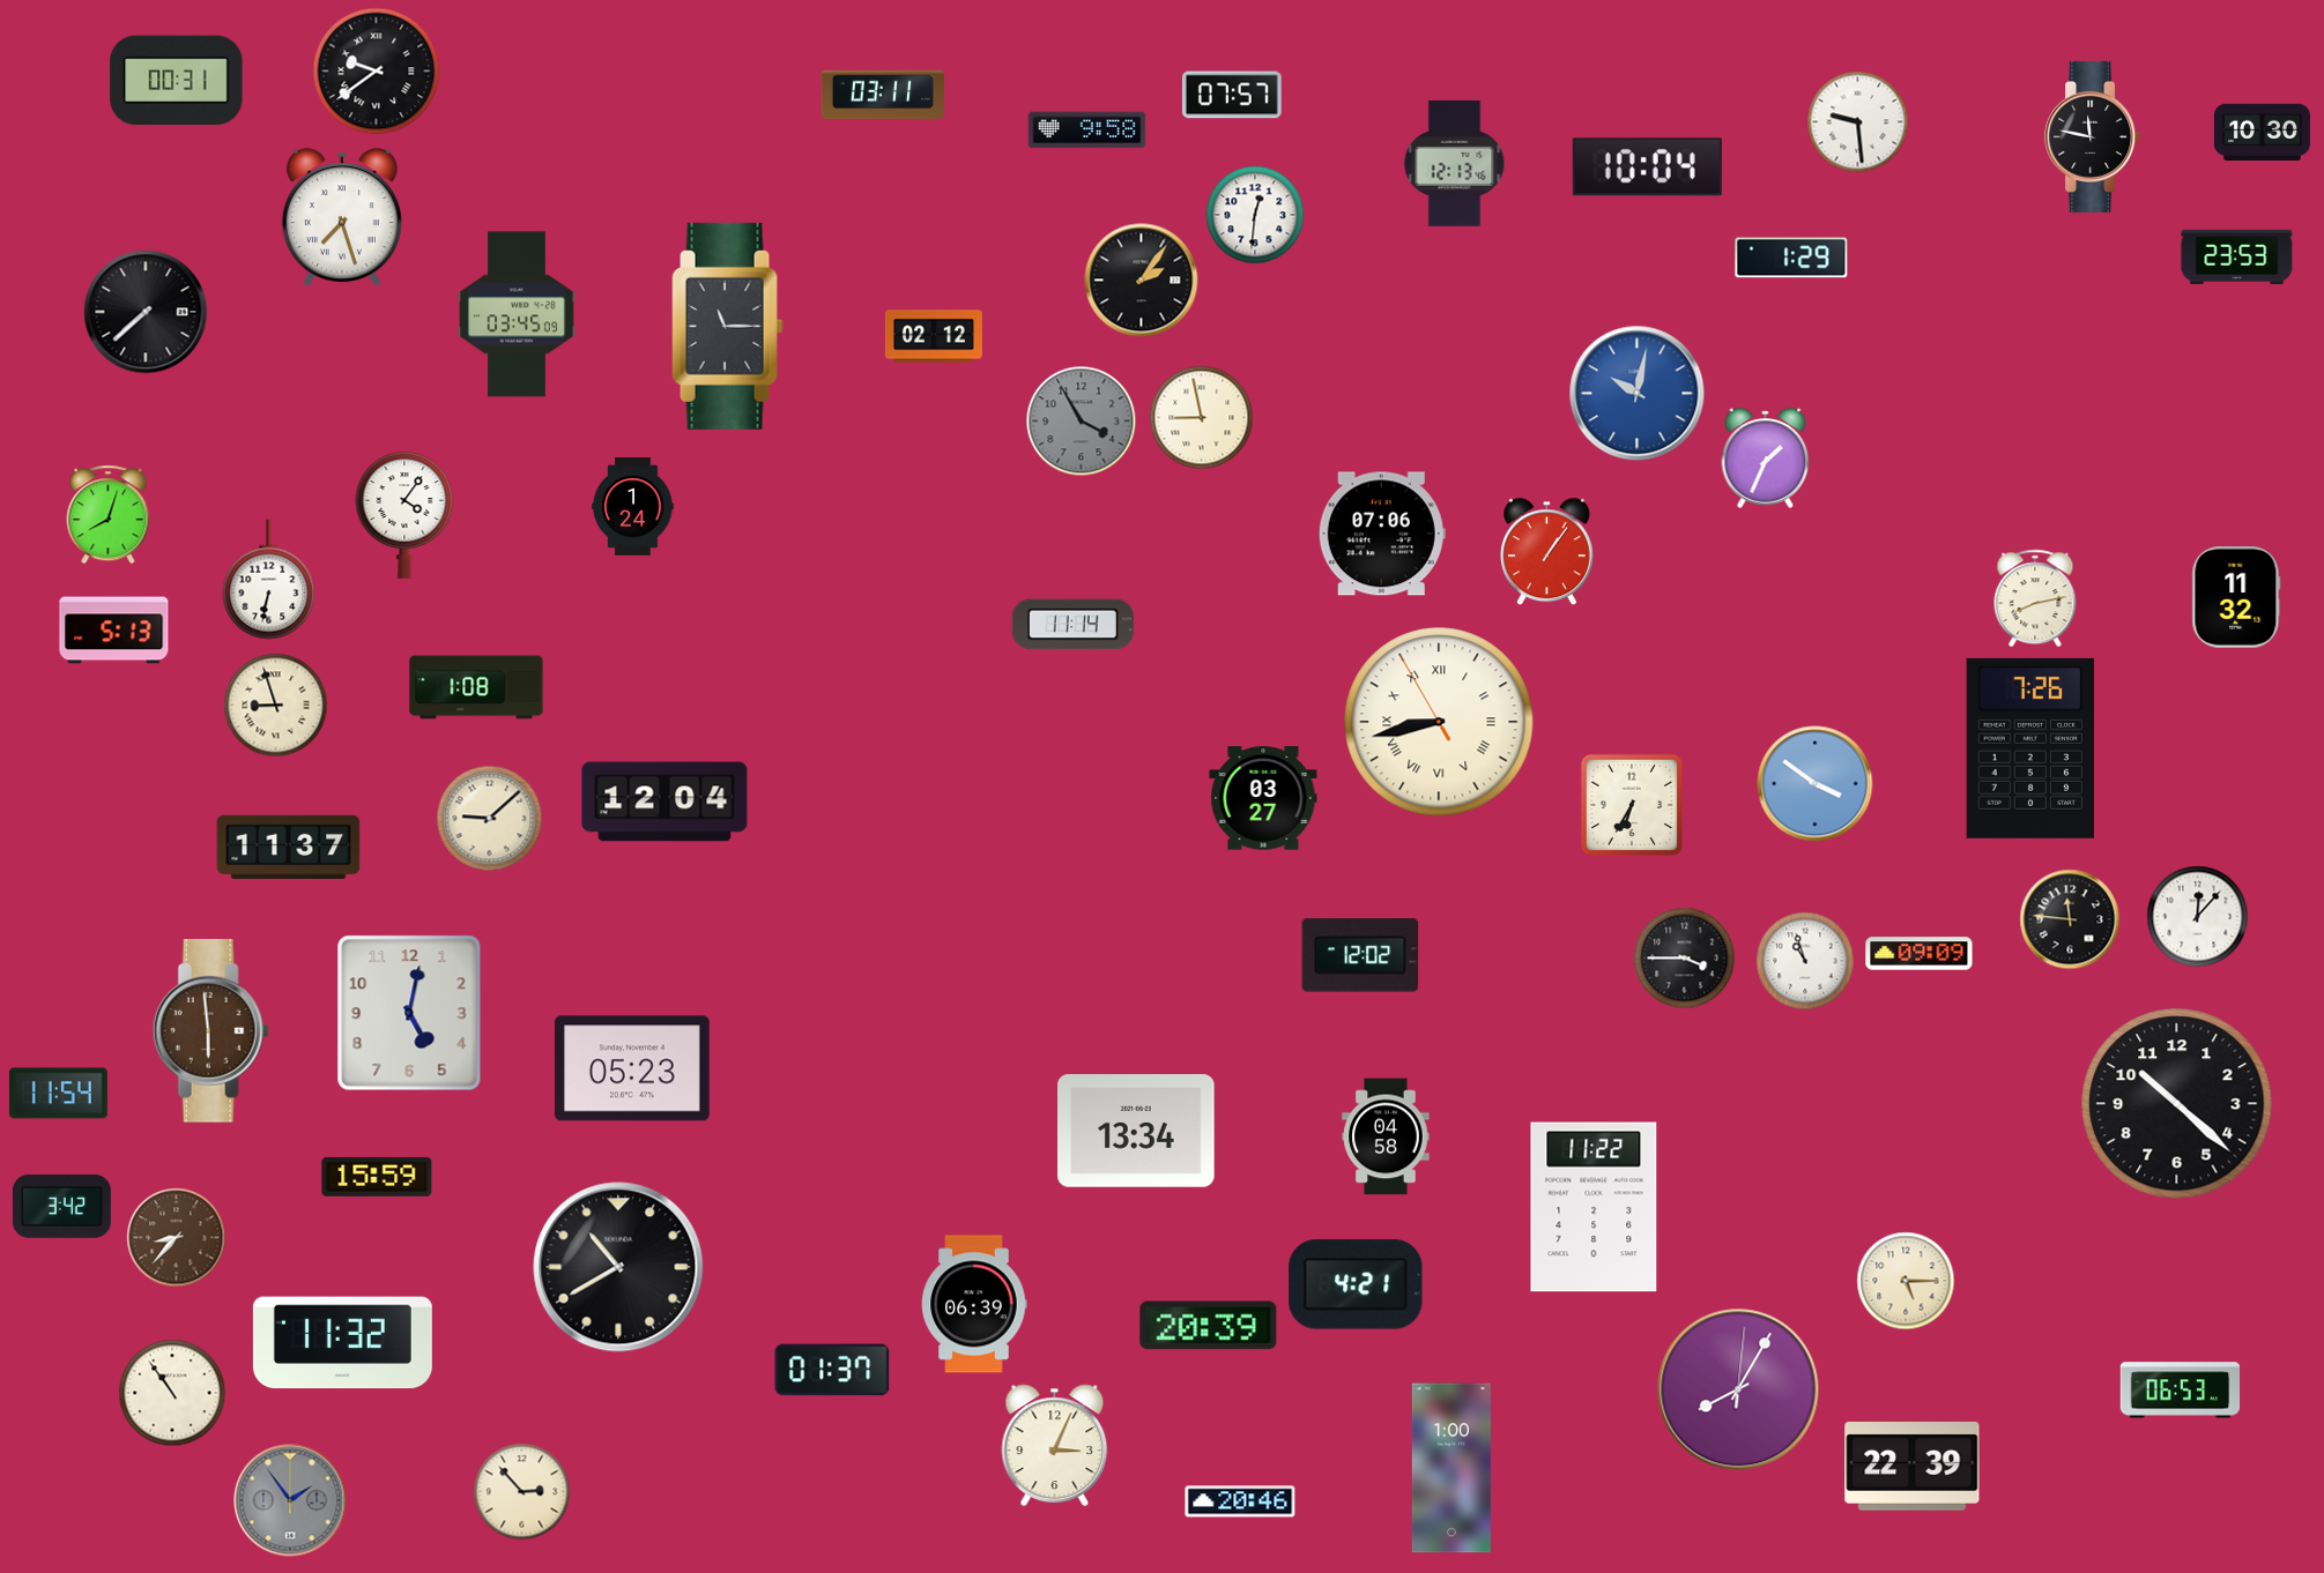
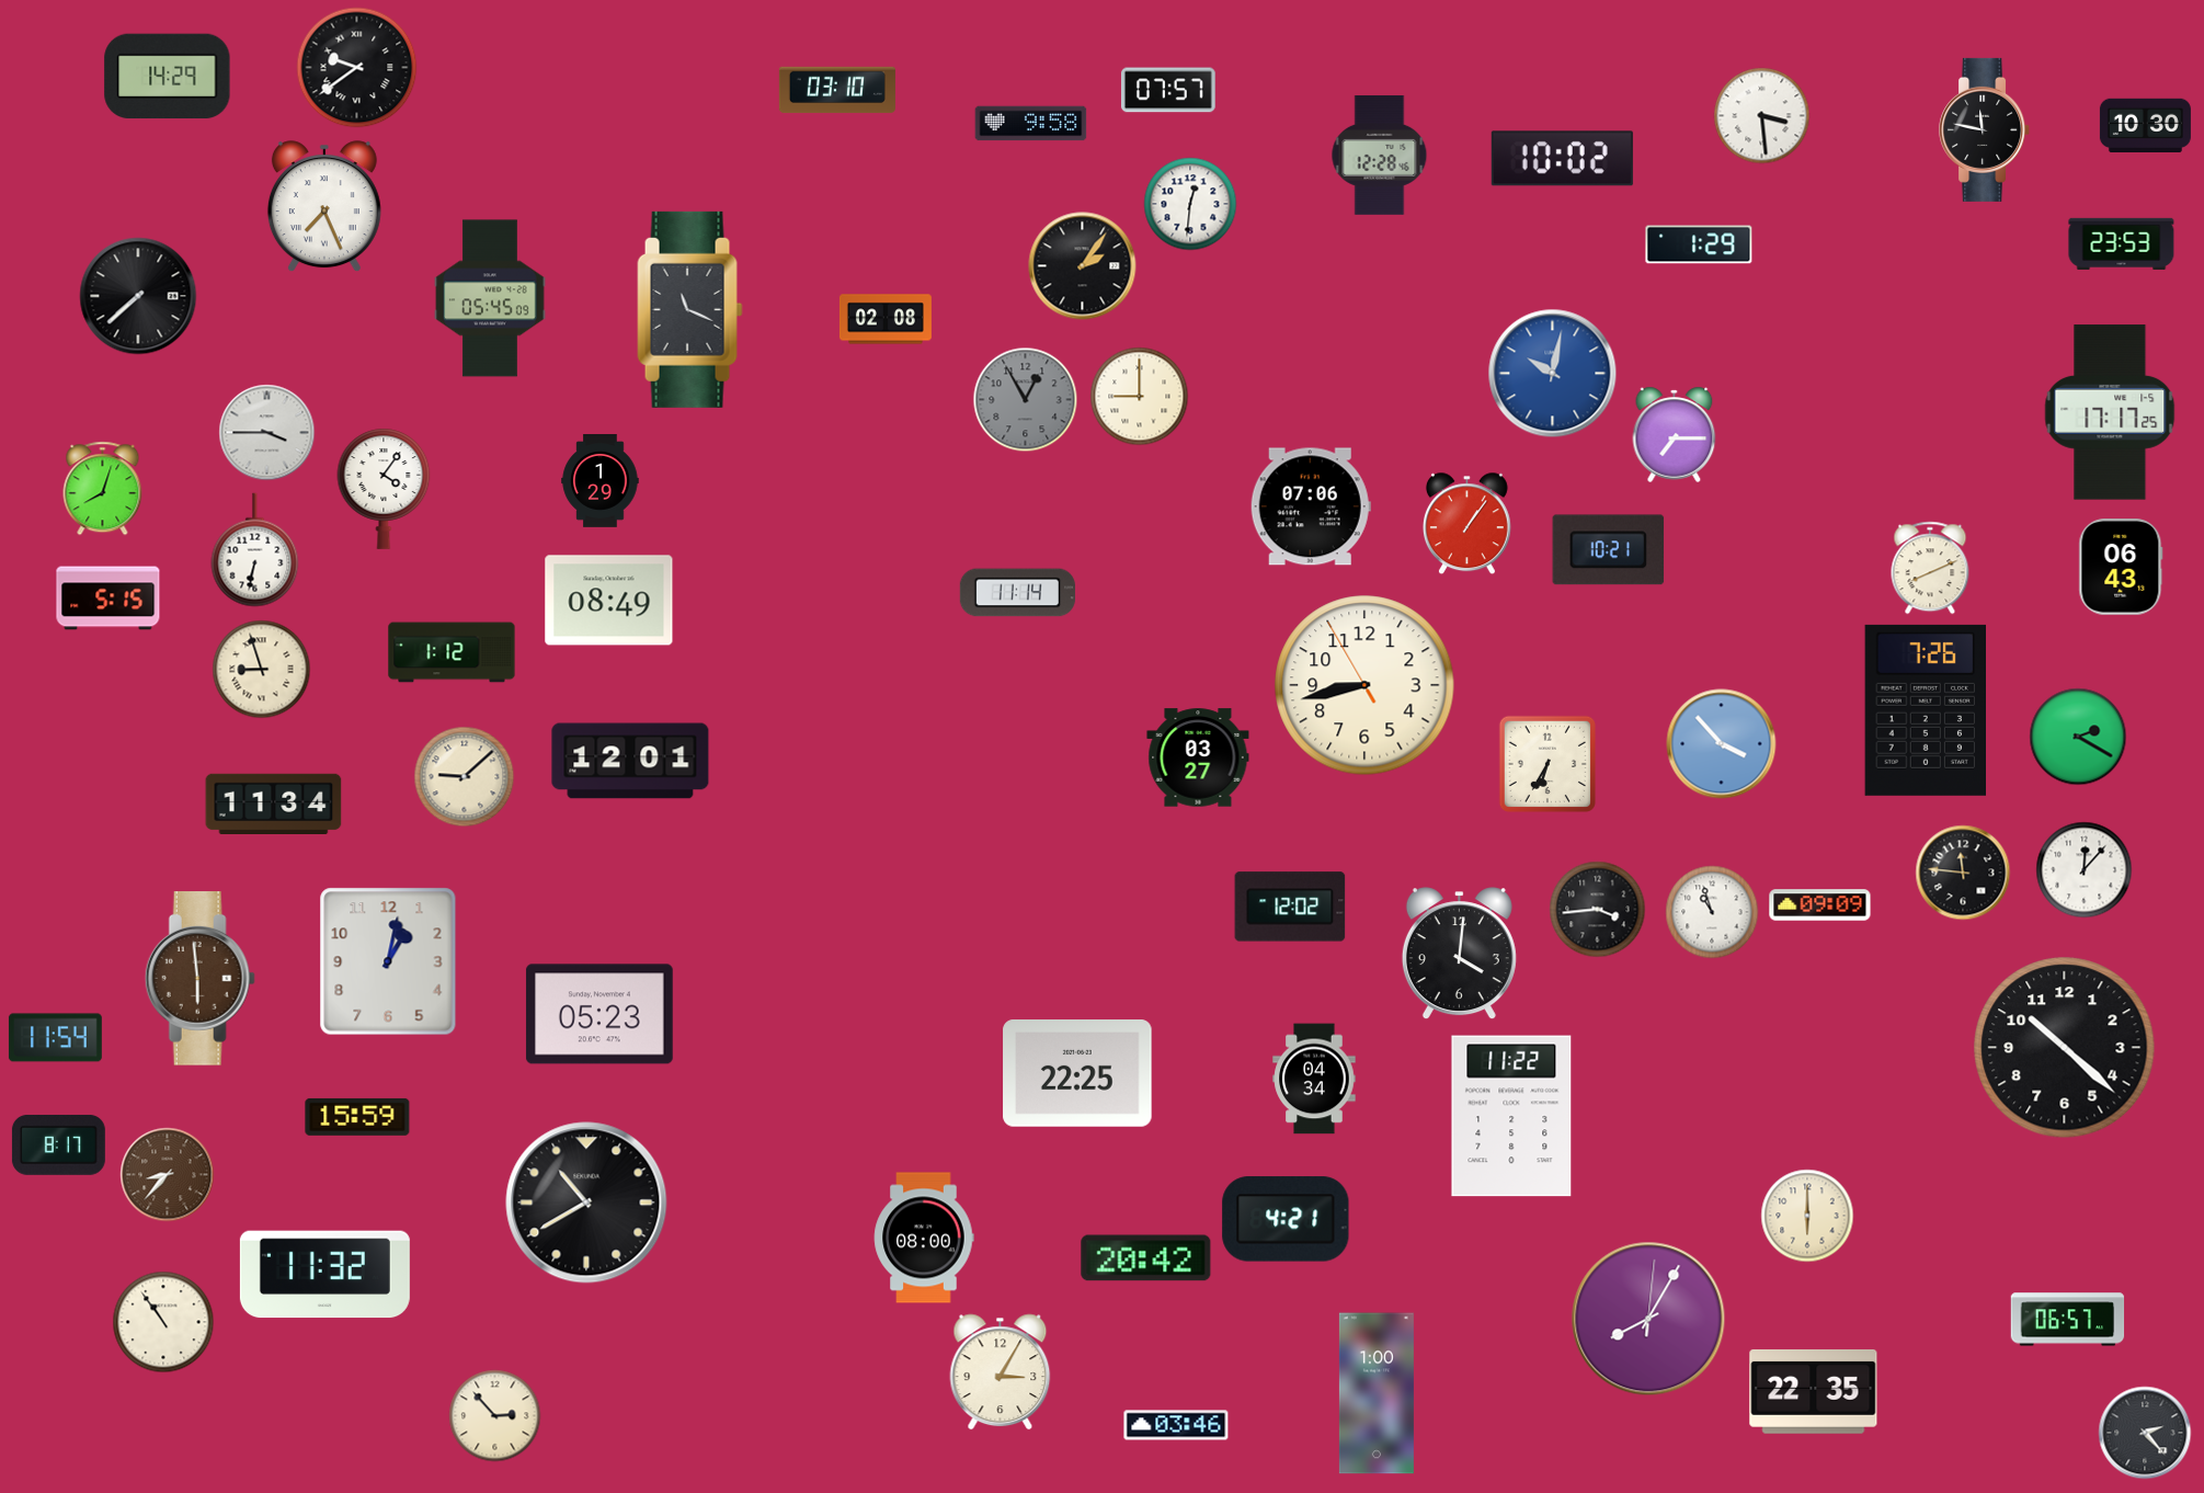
clock at (177, 81): 00:31 -> 14:29
clock at (883, 95): 03:11 -> 03:10
clock at (1858, 122): 9:29 -> 3:29
clock at (1455, 163): 12:13 -> 12:28
clock at (1647, 167): 10:04 -> 10:02
clock at (342, 218): 7:27 -> 7:26
clock at (517, 314): 03:45 -> 05:45
clock at (728, 326): 11:15 -> 11:19
clock at (934, 336): 02:12 -> 02:08
clock at (1202, 418): 8:58 -> 9:00
clock at (1082, 422): 3:55 -> 12:55
clock at (2110, 412): none -> 17:17
clock at (267, 433): none -> 3:45
clock at (1766, 457): 1:34 -> 7:15
clock at (633, 507): 1:24 -> 1:29
clock at (1609, 550): none -> 10:21
clock at (2236, 597): 11:32 -> 06:43
clock at (2035, 598): 8:13 -> 8:11
clock at (114, 631): 5:13 -> 5:15
clock at (609, 601): none -> 08:49
clock at (476, 687): 1:08 -> 1:12
clock at (1439, 722) numerals: Roman -> Arabic
clock at (2078, 737): none -> 2:20
clock at (1816, 784): 3:51 -> 3:53
clock at (664, 802): 12:04 -> 12:01
clock at (289, 847): 11:37 -> 11:34
clock at (1685, 959): 3:45 -> 3:44
clock at (1459, 954): none -> 4:01
clock at (409, 1013): 5:02 -> 1:02
clock at (1136, 1132): 13:34 -> 22:25
clock at (1386, 1136): 04:58 -> 04:34
clock at (61, 1206): 3:42 -> 8:17
clock at (1594, 1207) position: (1594, 1207) -> (1511, 1116)
clock at (1906, 1281): 5:15 -> 6:00
clock at (974, 1304): 06:39 -> 08:00
clock at (1209, 1326): 20:39 -> 20:42
clock at (832, 1370): 01:37 -> none
clock at (2181, 1391): 06:53 -> 06:57
clock at (1055, 1446): 3:04 -> 3:05
clock at (1913, 1466): 22:39 -> 22:35
clock at (290, 1500): 1:54 -> none
clock at (1240, 1501): 20:46 -> 03:46
clock at (2145, 1433): none -> 2:23
